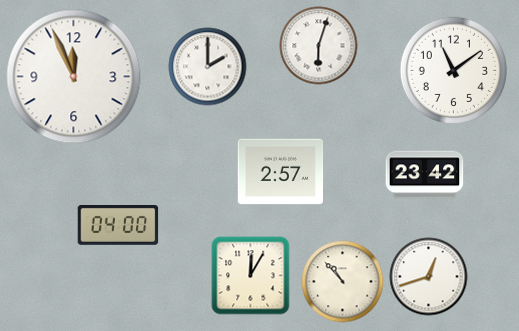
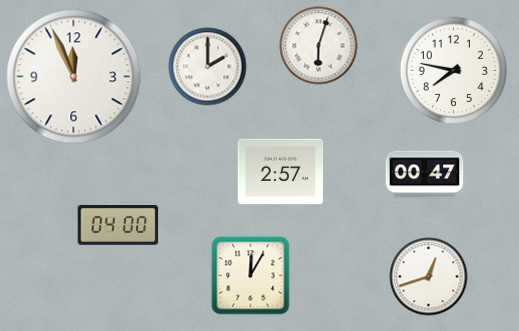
clock at (453, 70): 11:09 -> 7:47
clock at (424, 175): 23:42 -> 00:47
clock at (342, 281): 10:53 -> none
